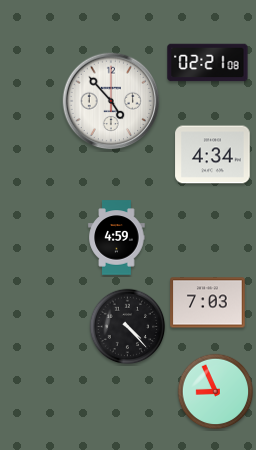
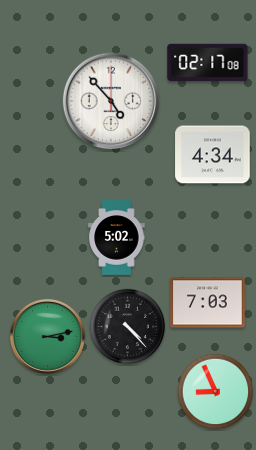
clock at (208, 63): 02:21 -> 02:17
clock at (117, 238): 4:59 -> 5:02
clock at (47, 336): none -> 3:13
